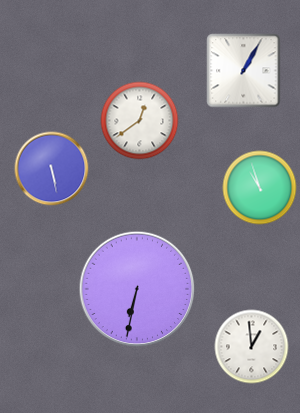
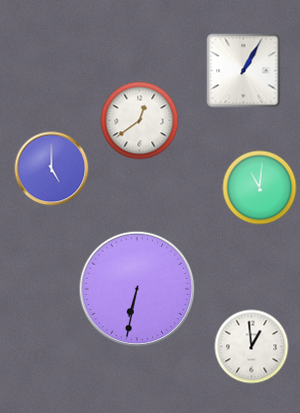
clock at (52, 169): 5:28 -> 5:00
clock at (260, 188): 10:57 -> 11:01
